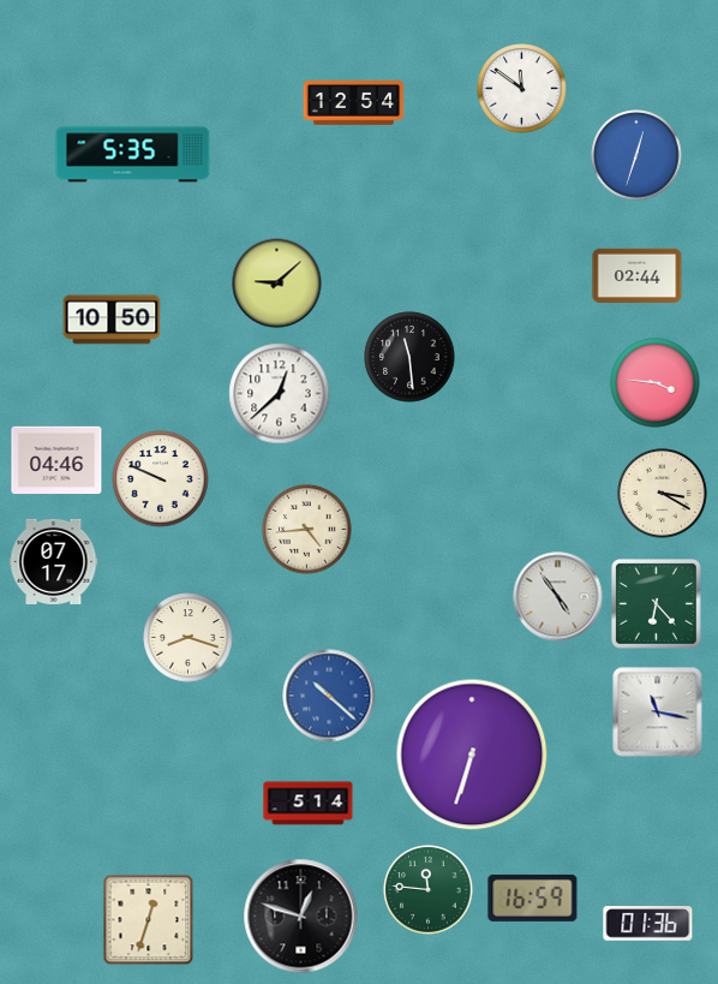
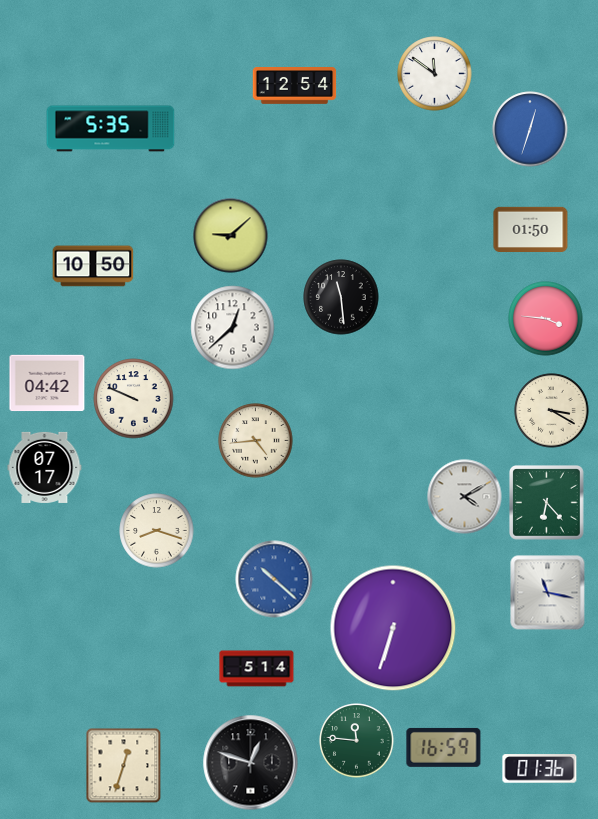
clock at (638, 275): 02:44 -> 01:50
clock at (56, 460): 04:46 -> 04:42
clock at (558, 597): 4:54 -> 4:10
